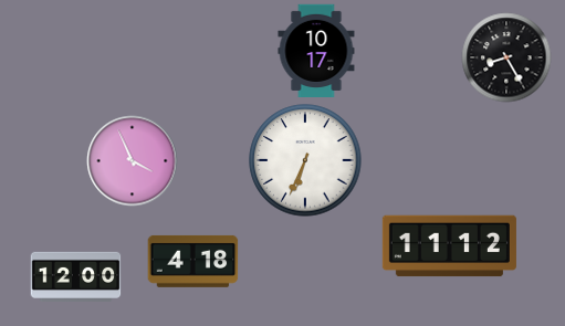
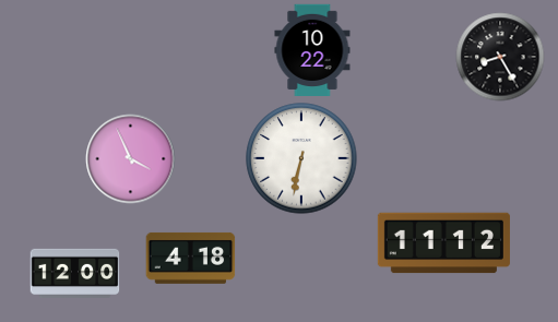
clock at (316, 50): 10:17 -> 10:22
clock at (305, 160): 6:34 -> 6:32
